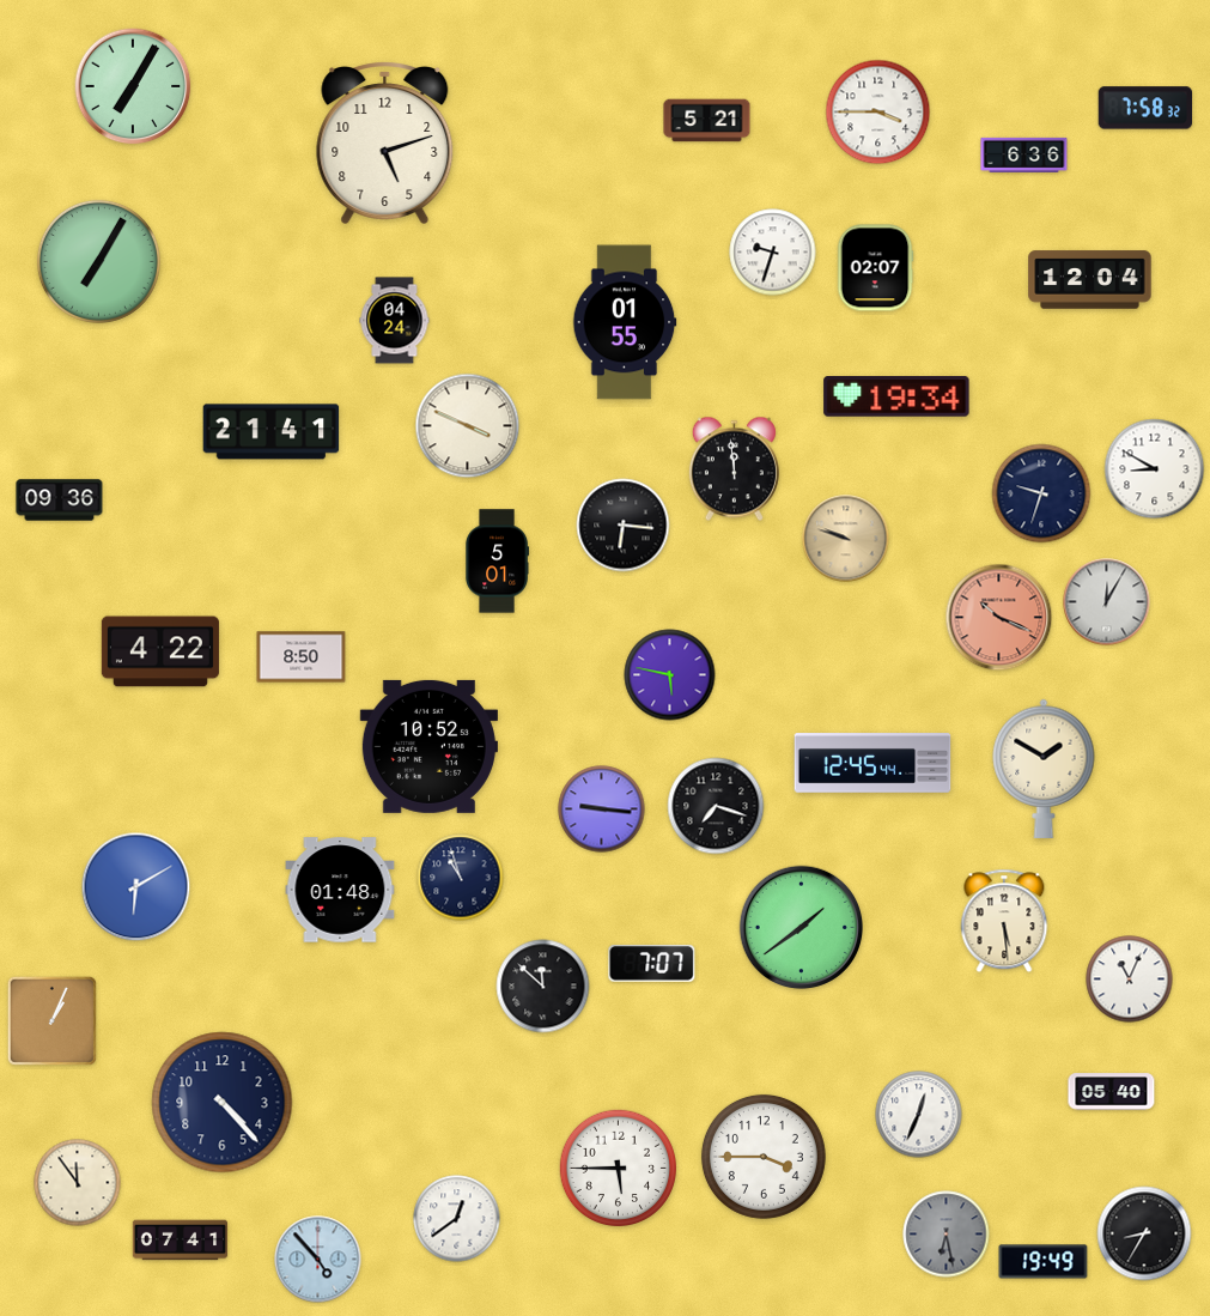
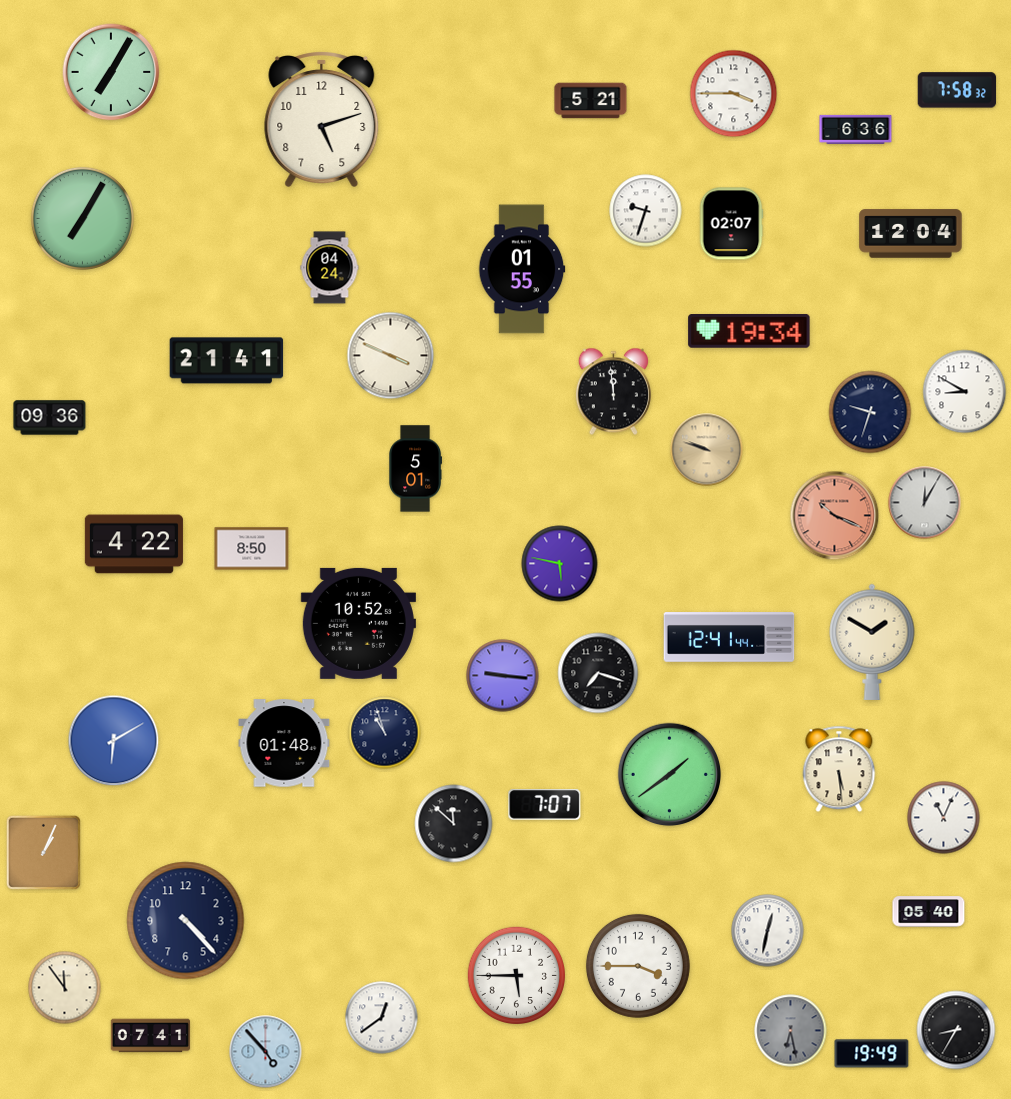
clock at (624, 526): 6:16 -> none
clock at (872, 763): 12:45 -> 12:41
clock at (919, 1115): 12:34 -> 12:32
